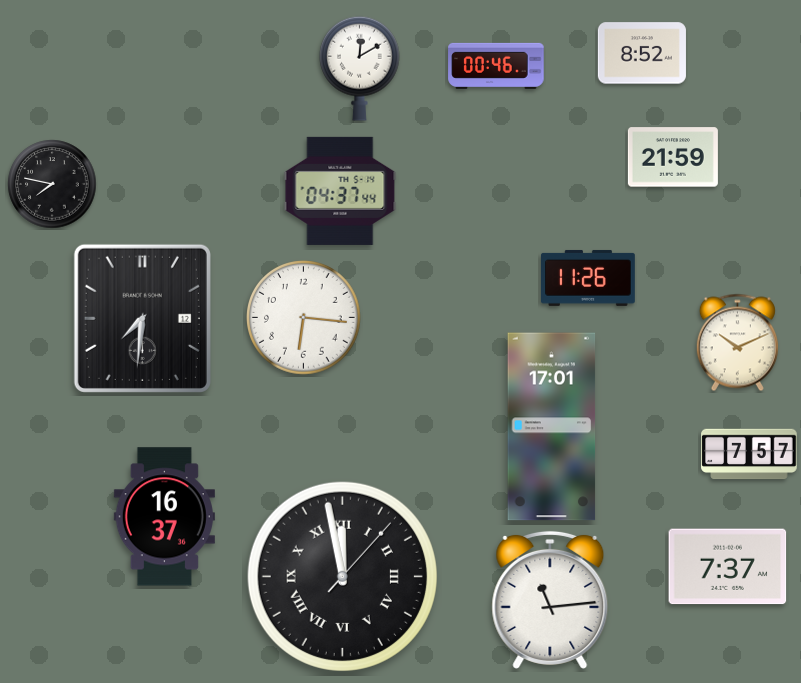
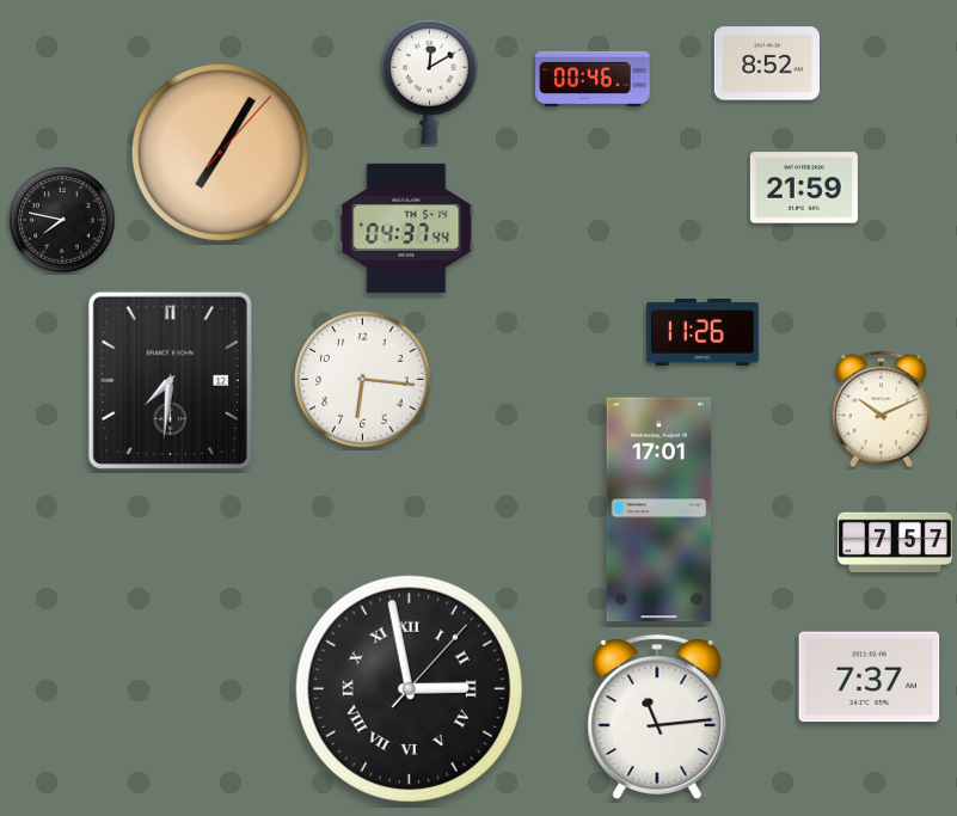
clock at (220, 152): none -> 7:05
clock at (164, 517): 16:37 -> none
clock at (342, 576): 11:58 -> 2:58
